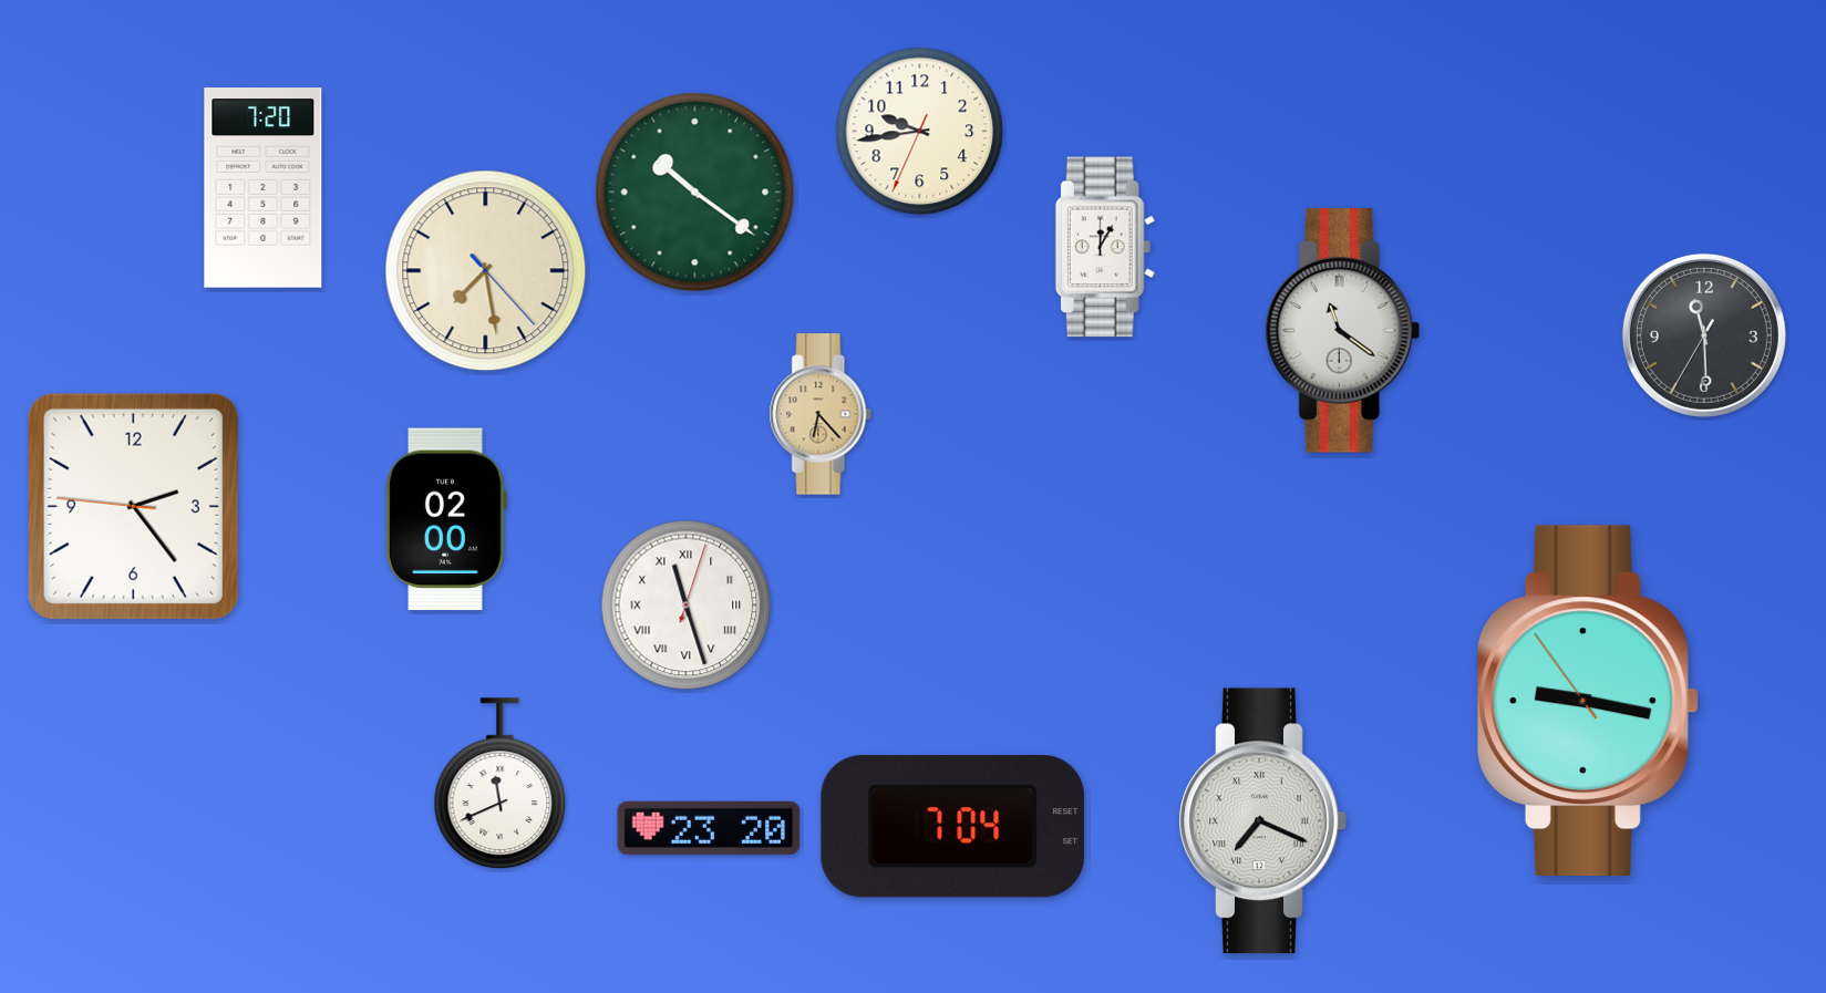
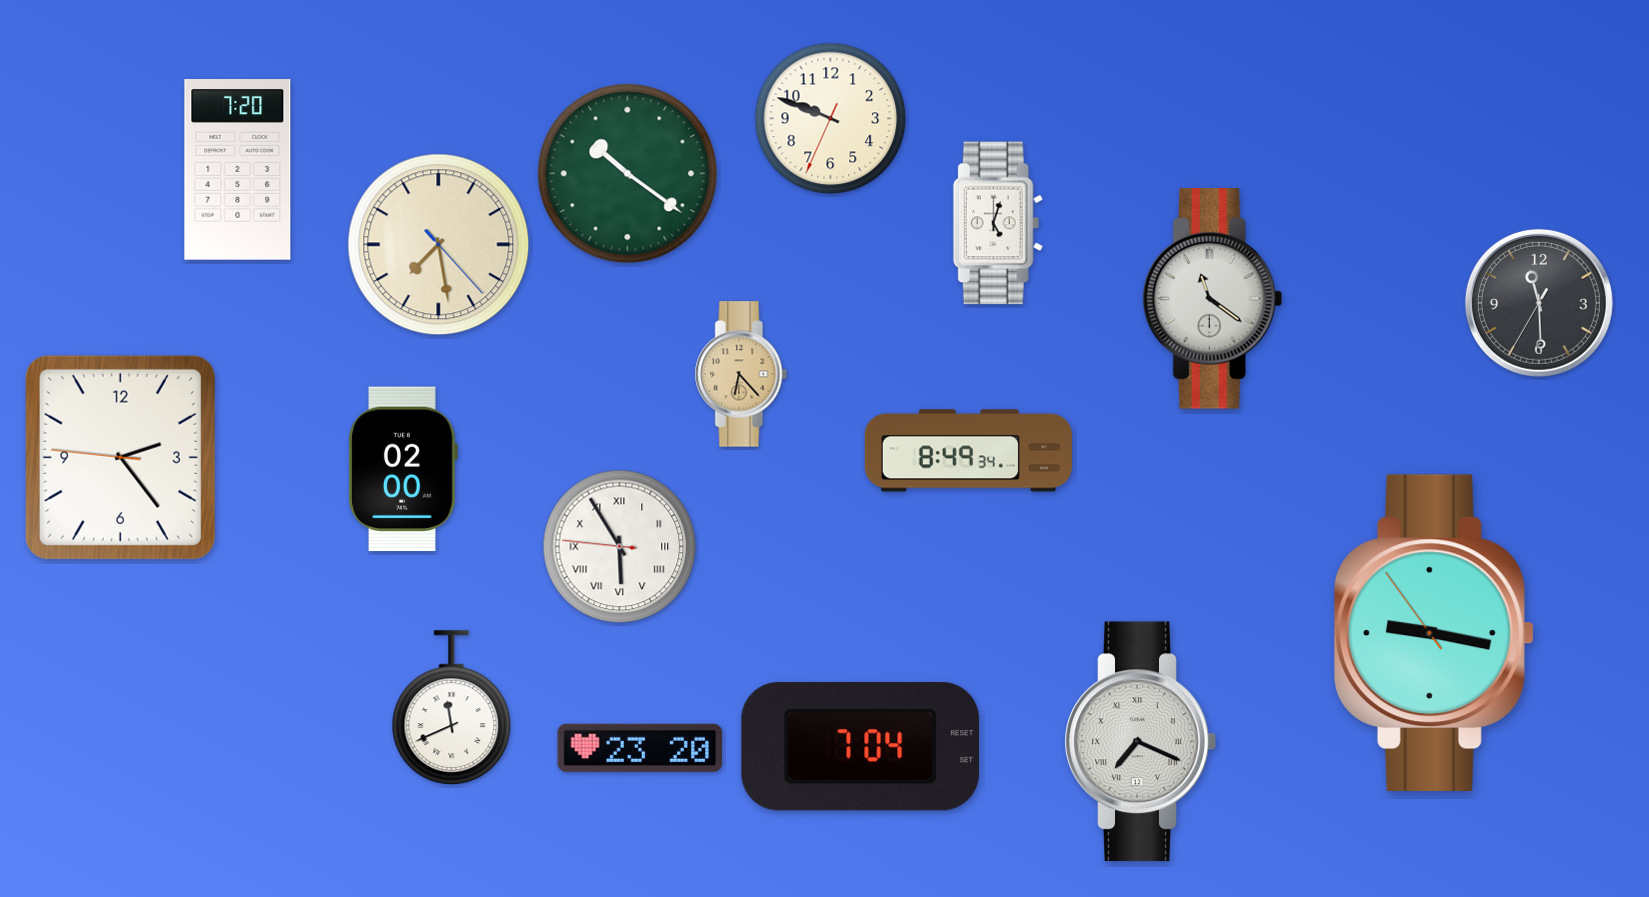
clock at (920, 132): 9:43 -> 9:48
clock at (1105, 247): 12:05 -> 5:03
clock at (968, 451): none -> 8:49
clock at (687, 606): 11:27 -> 5:54
